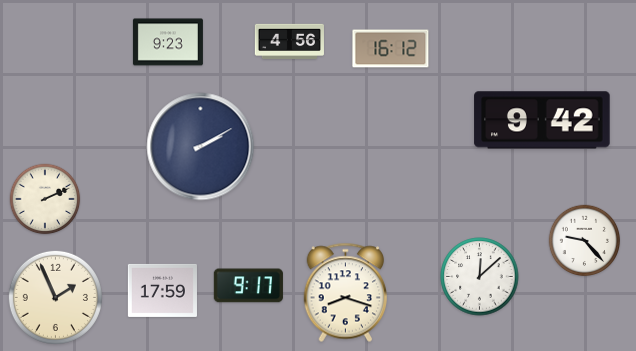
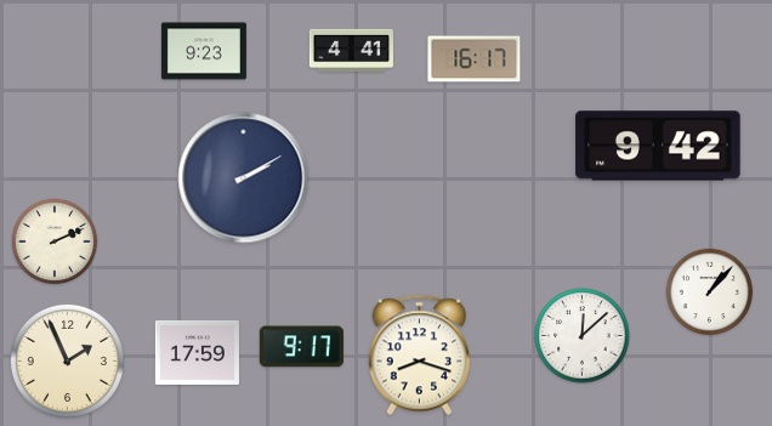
clock at (289, 41): 4:56 -> 4:41
clock at (391, 49): 16:12 -> 16:17
clock at (585, 241): 9:23 -> 1:07
